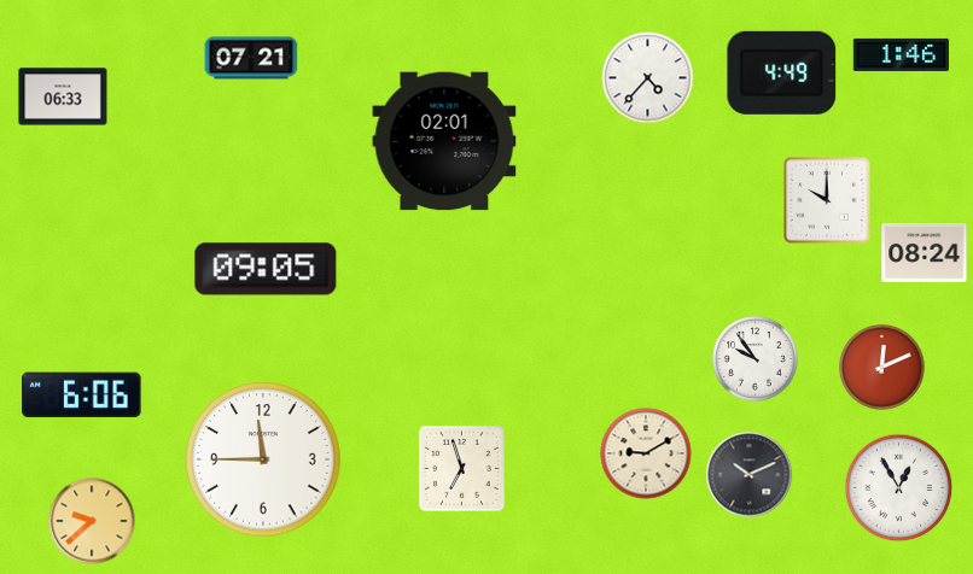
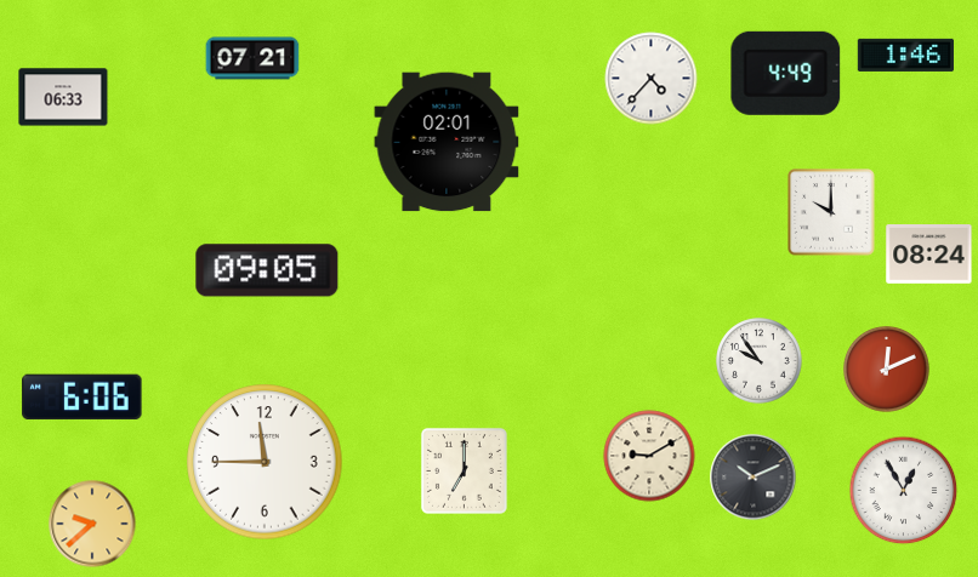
clock at (827, 200) position: (827, 200) -> (831, 212)
clock at (461, 468): 6:57 -> 7:00
